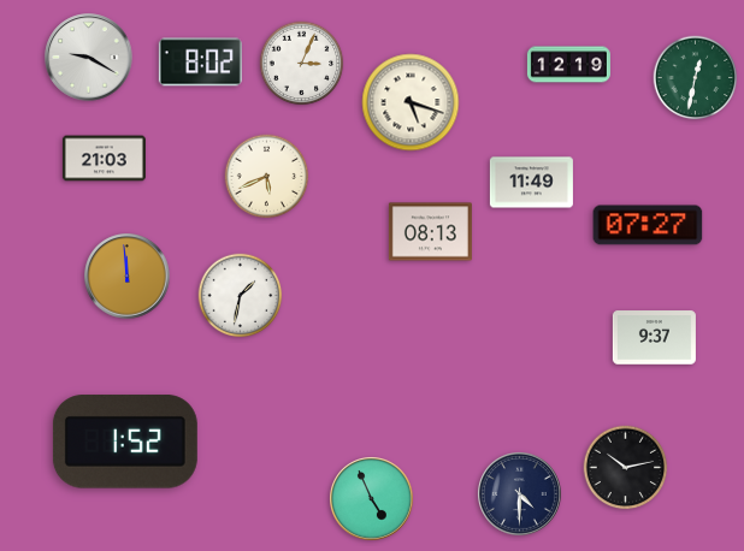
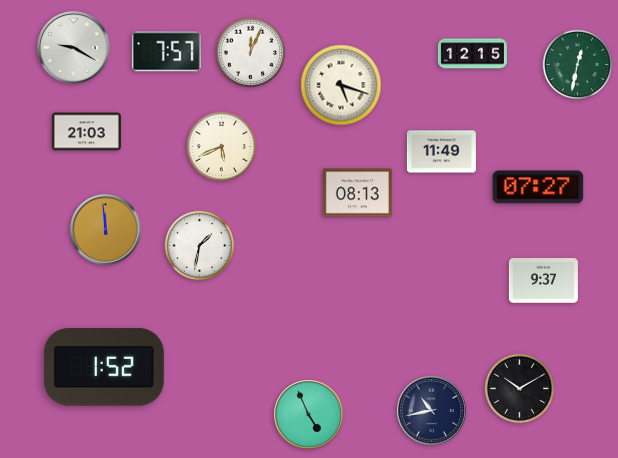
clock at (200, 63): 8:02 -> 7:57
clock at (302, 64): 3:04 -> 12:04
clock at (568, 65): 12:19 -> 12:15
clock at (626, 468): 10:13 -> 10:10
clock at (520, 494): 4:30 -> 10:43
